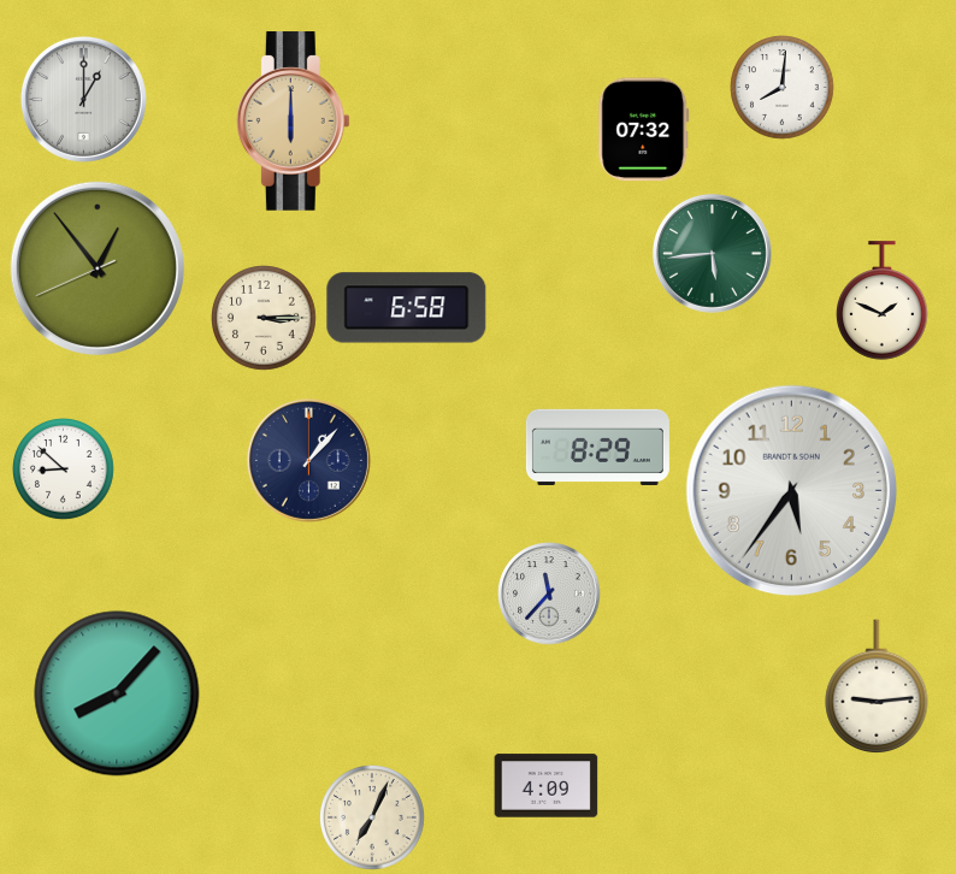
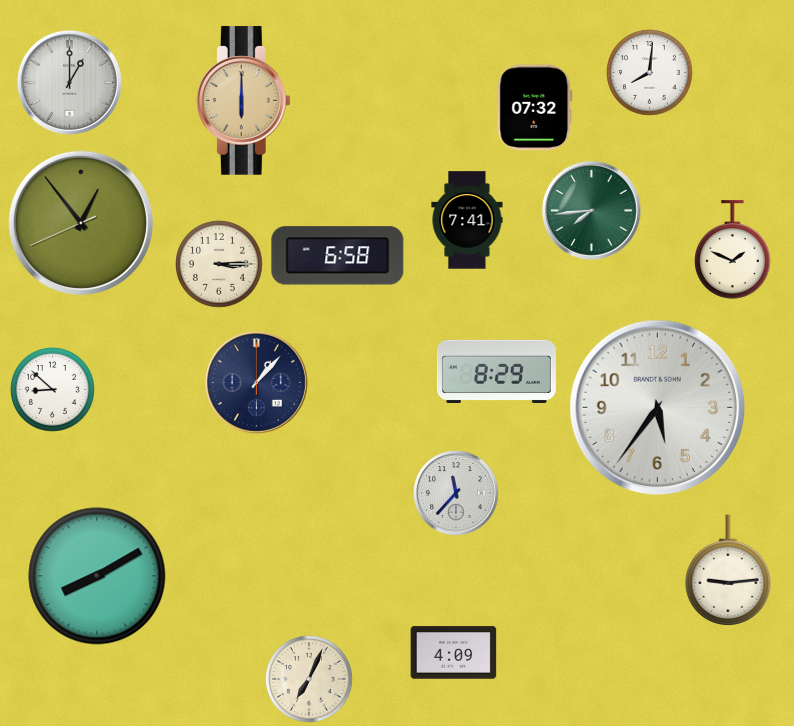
clock at (712, 253): 5:44 -> 7:44
clock at (467, 220): none -> 7:41
clock at (117, 693): 8:07 -> 8:10
